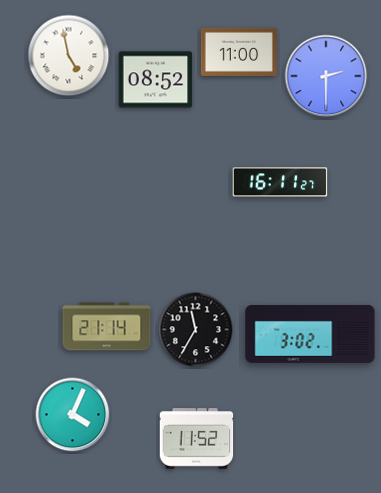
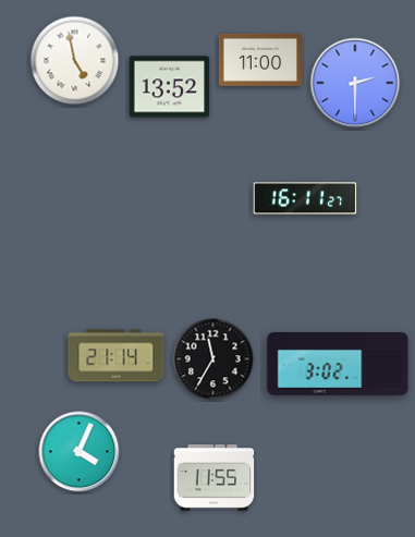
clock at (239, 52) position: (239, 52) -> (260, 60)
clock at (156, 80): 08:52 -> 13:52
clock at (197, 439): 11:52 -> 11:55
